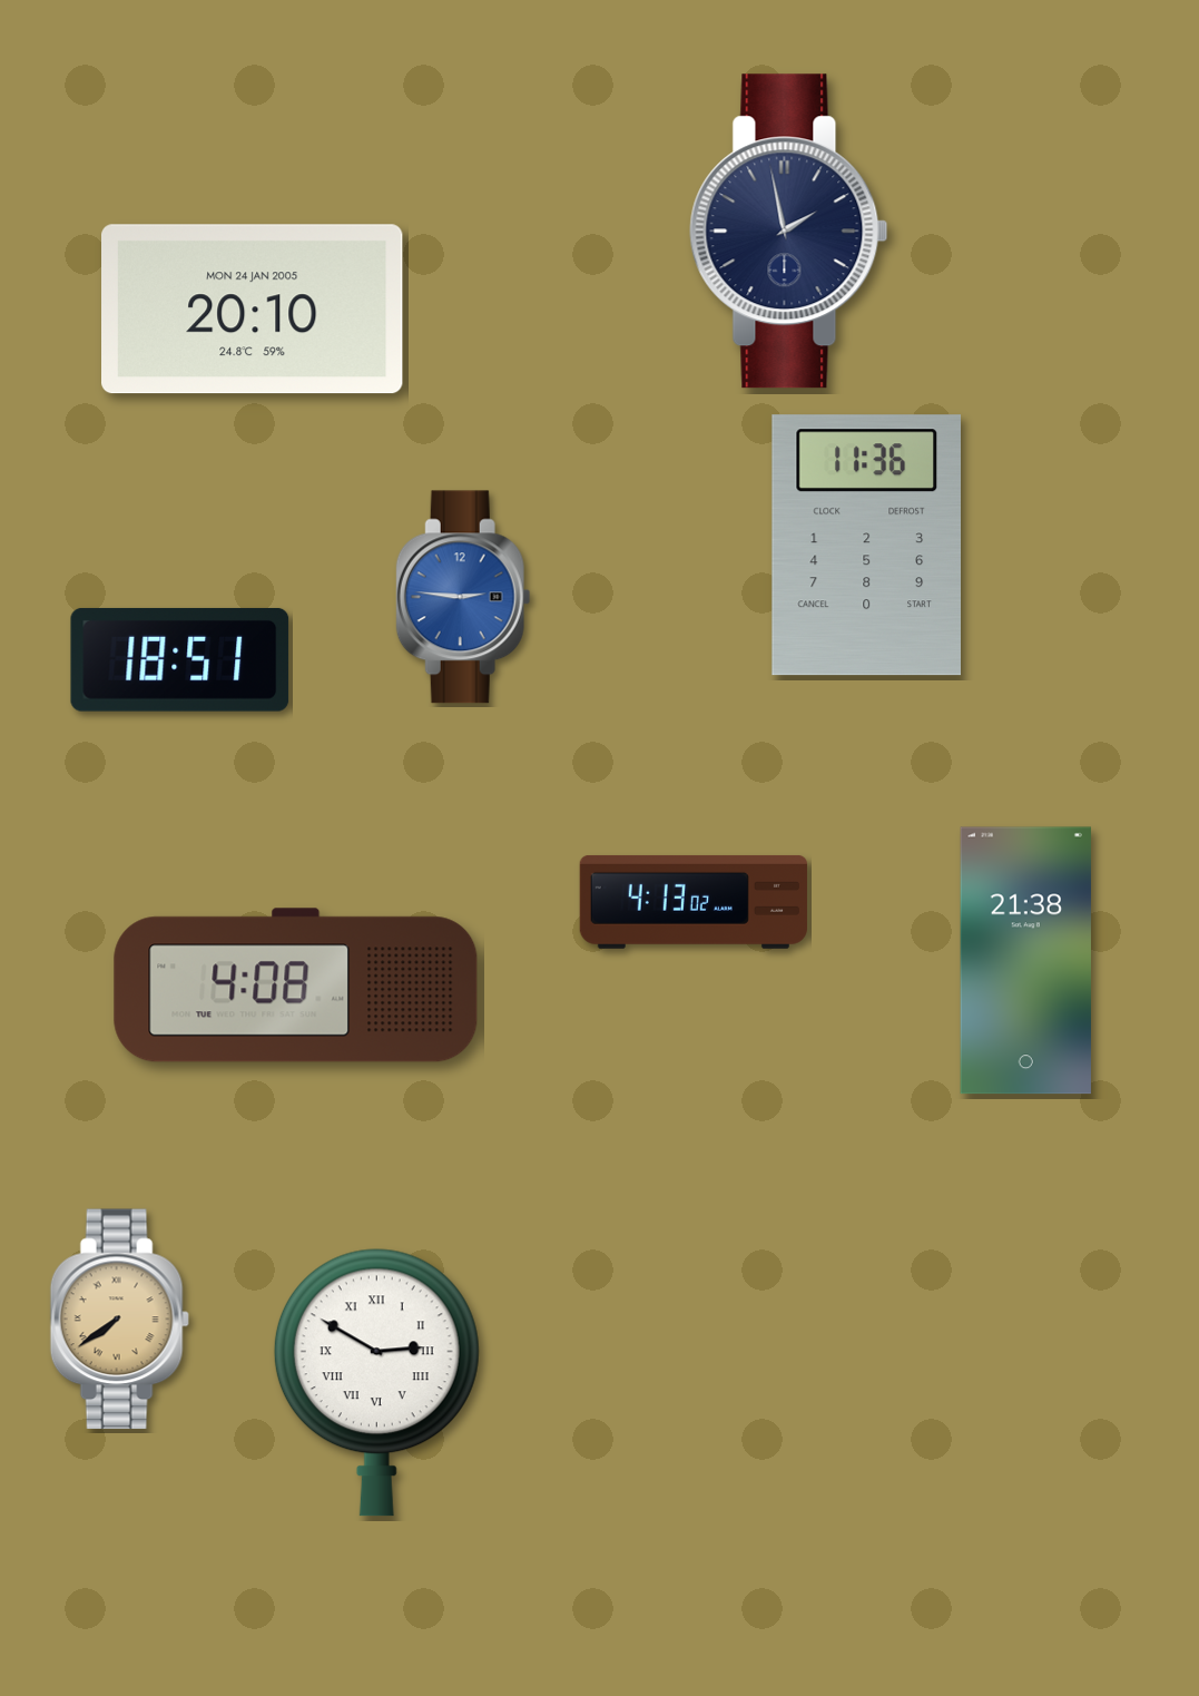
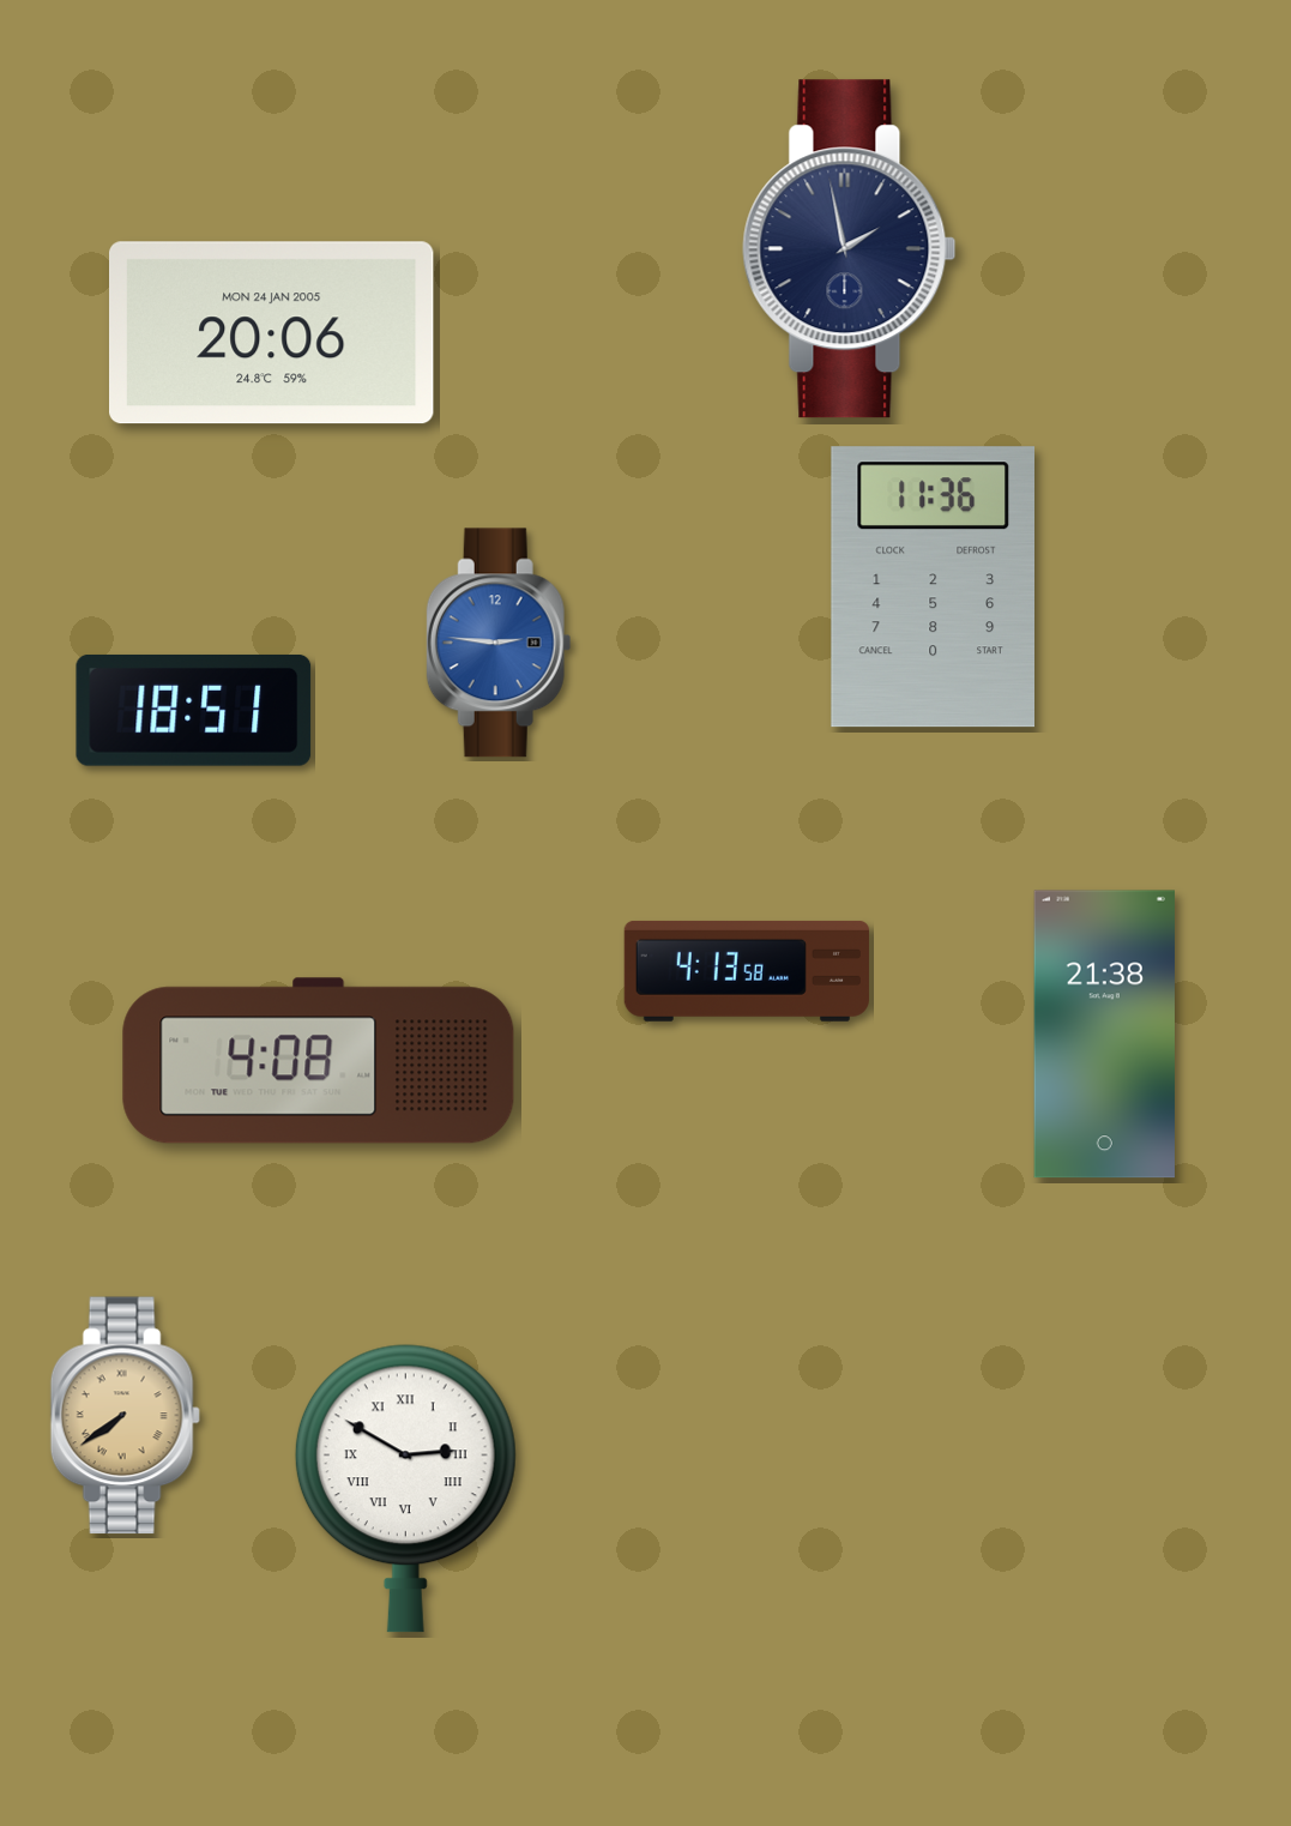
clock at (253, 310): 20:10 -> 20:06
clock at (694, 902): 4:13:02 -> 4:13:58
clock at (119, 1320) position: (119, 1320) -> (125, 1416)
